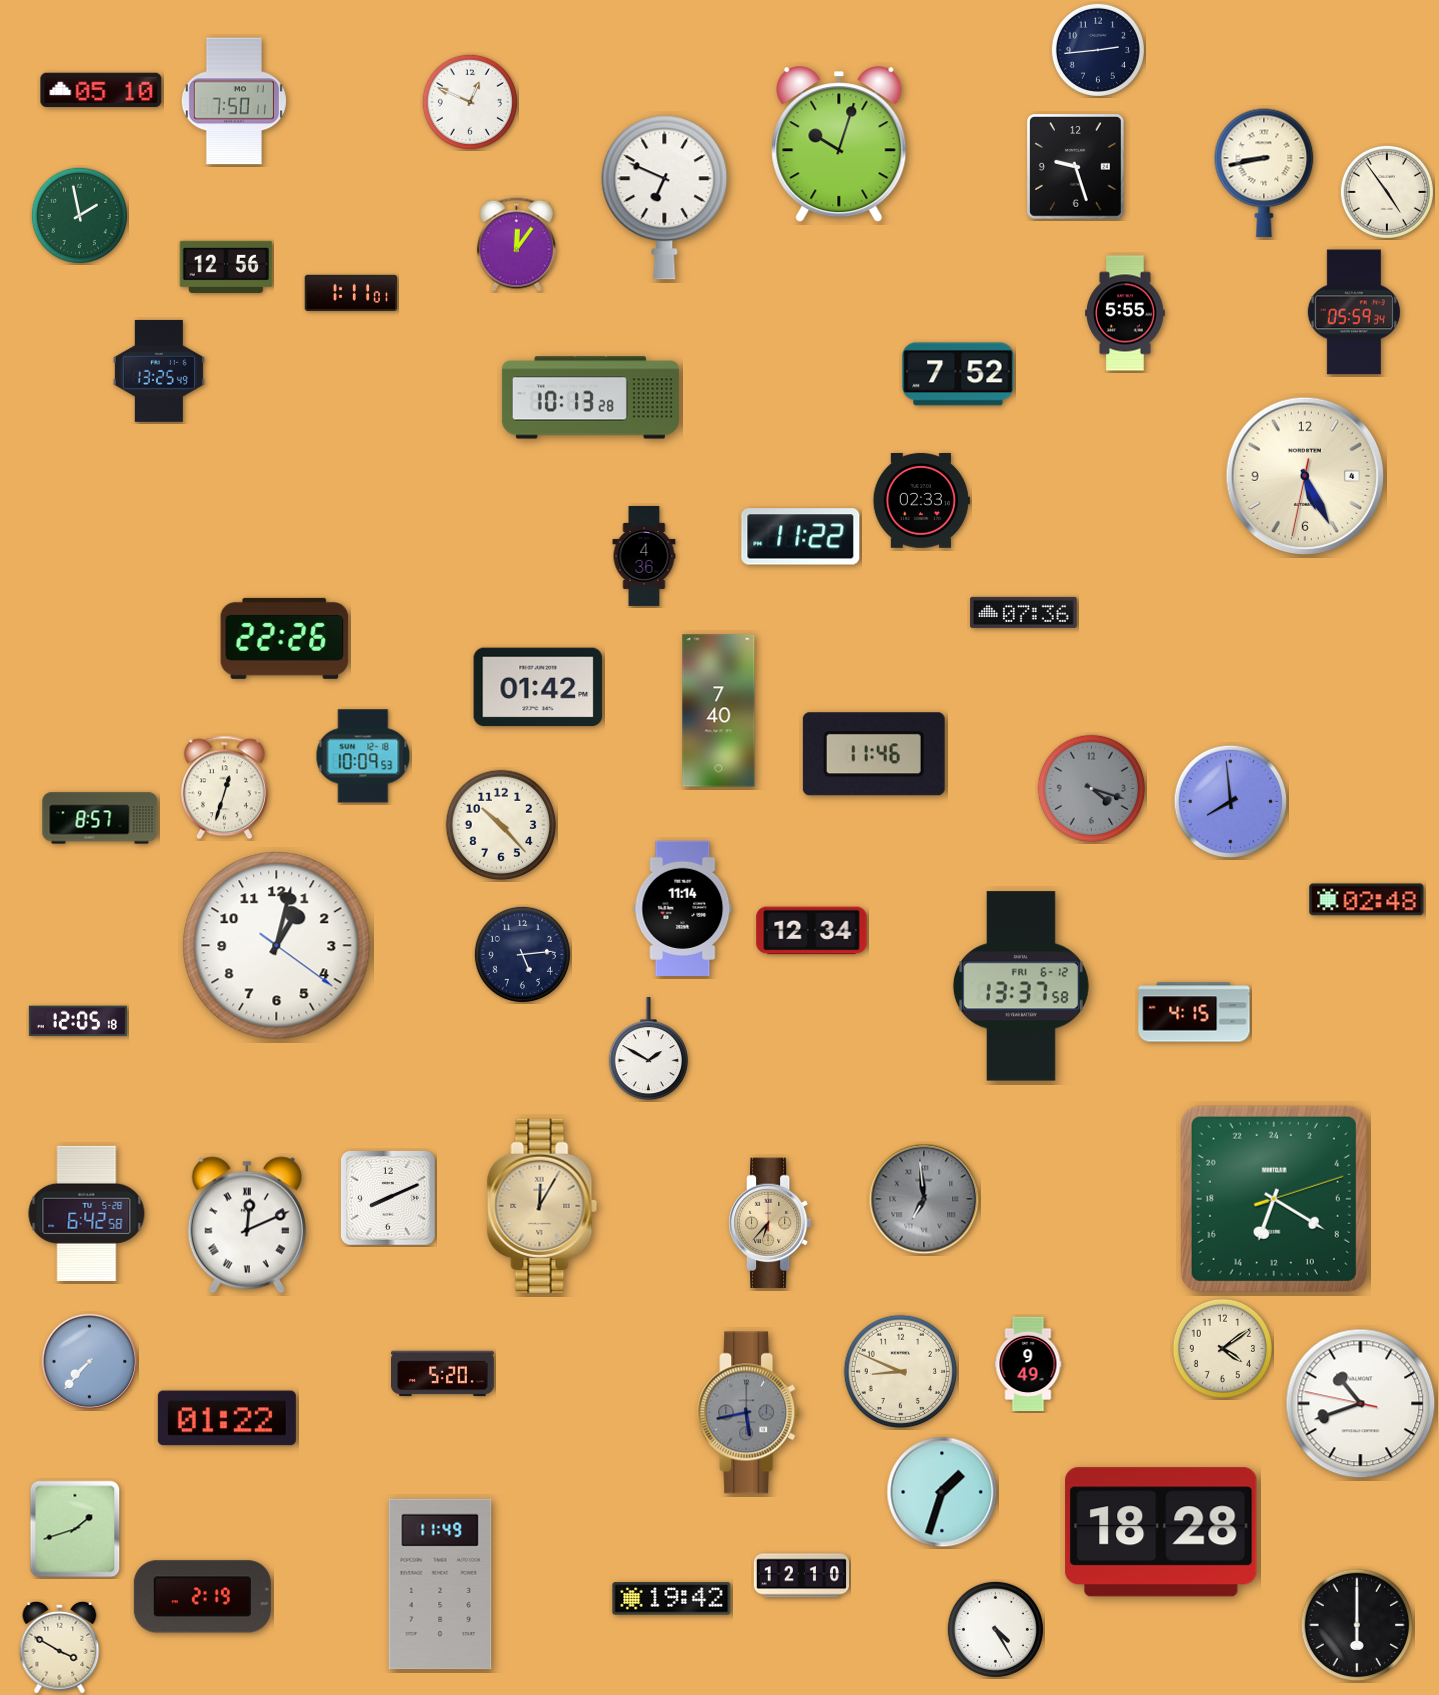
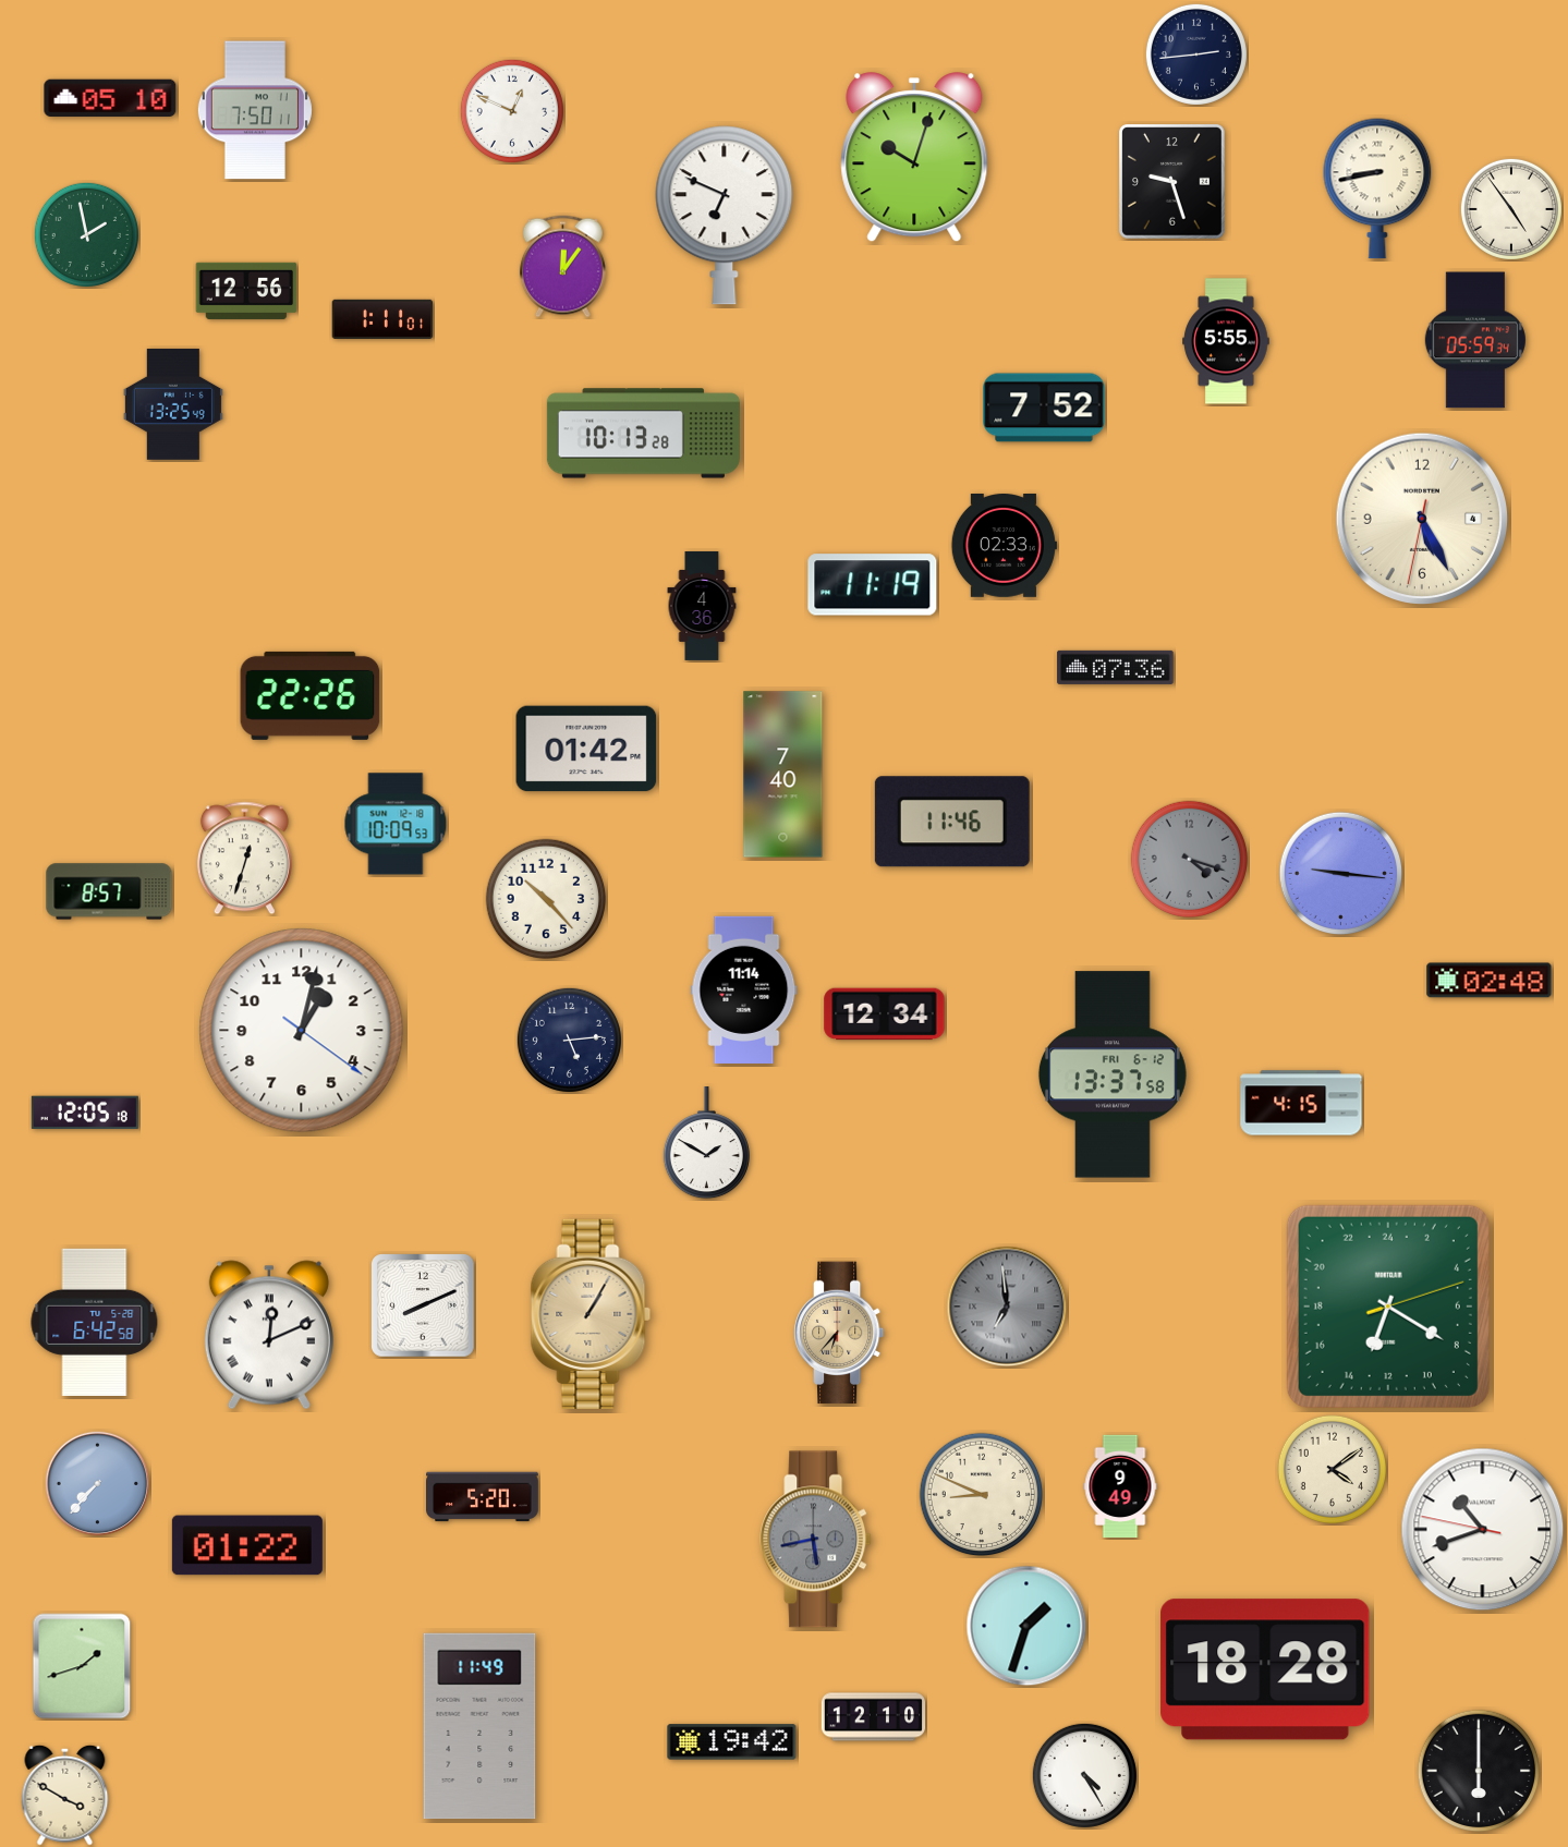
clock at (801, 537): 11:22 -> 11:19
clock at (1231, 802): 7:59 -> 9:16
clock at (542, 1206): 12:05 -> 1:05
clock at (202, 1597): 2:19 -> none
